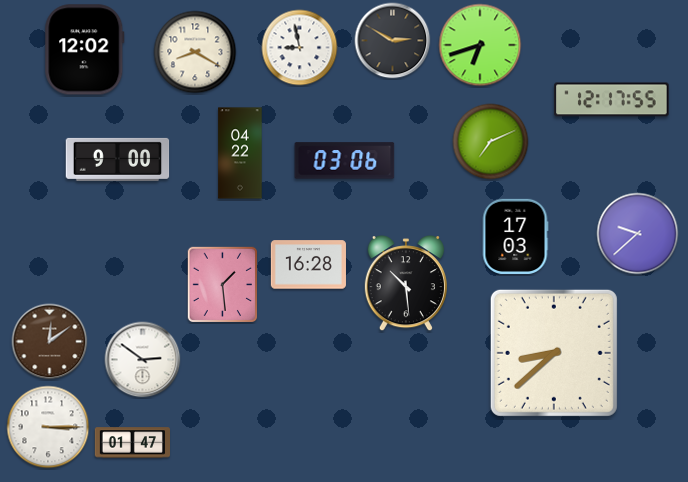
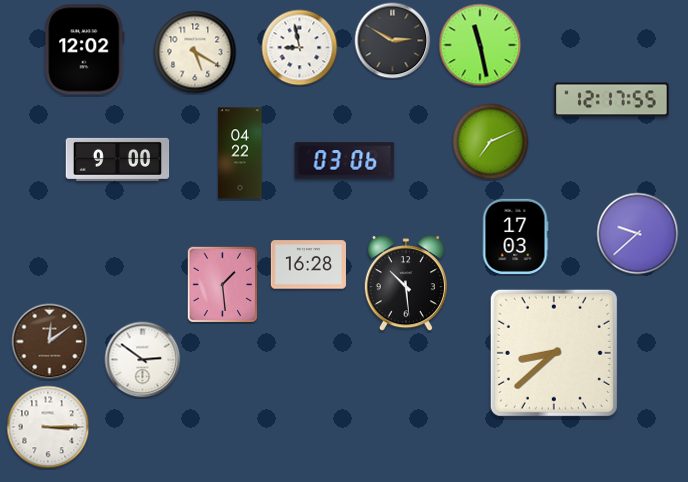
clock at (480, 45): 6:42 -> 11:28
clock at (195, 52): 8:20 -> 5:20
clock at (132, 443): 01:47 -> none
